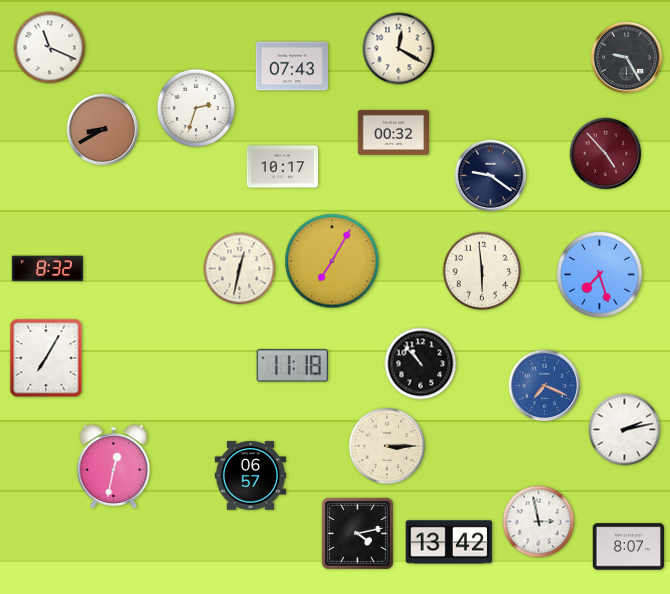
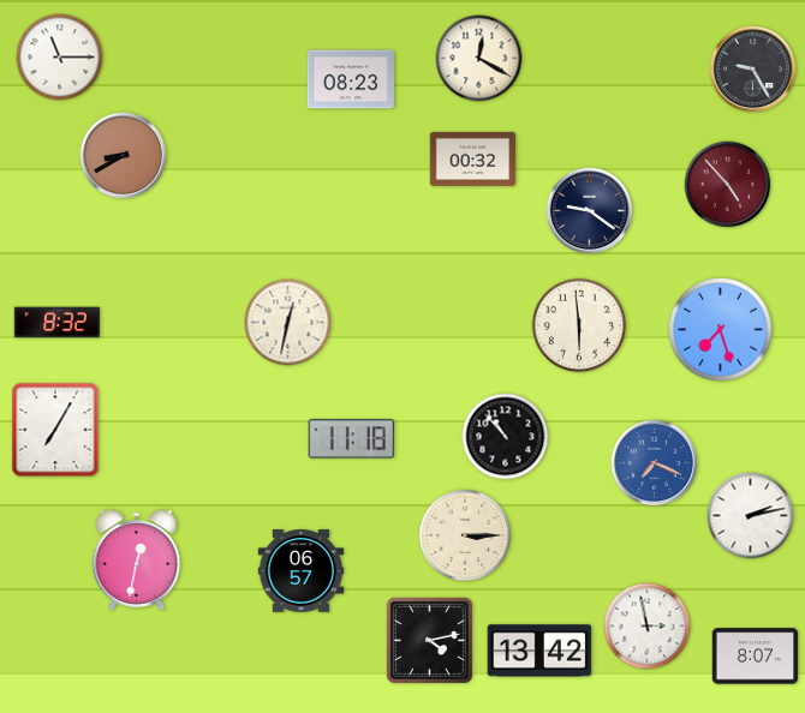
clock at (50, 48): 11:19 -> 11:15
clock at (292, 66): 07:43 -> 08:23
clock at (196, 108): 2:33 -> none
clock at (283, 167): 10:17 -> none
clock at (332, 261): 7:05 -> none
